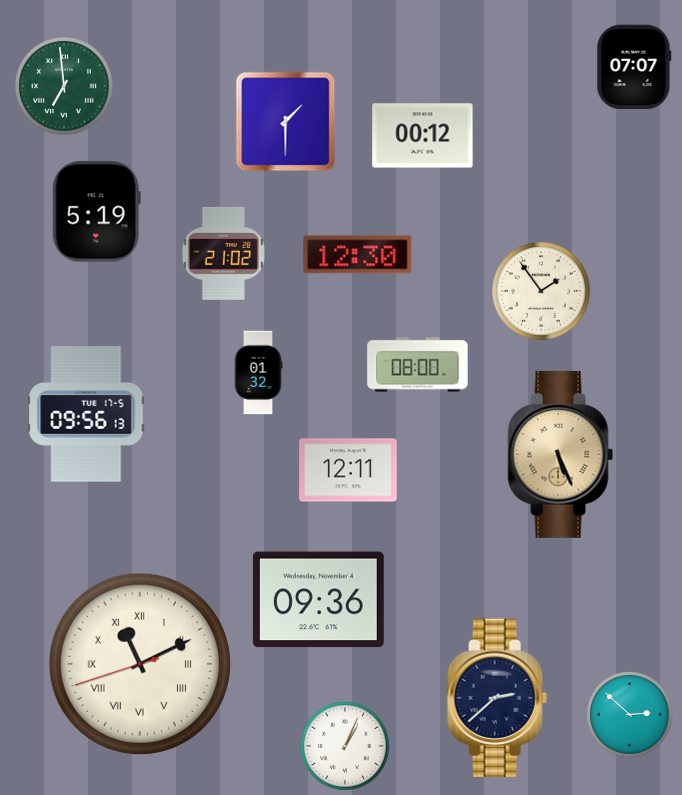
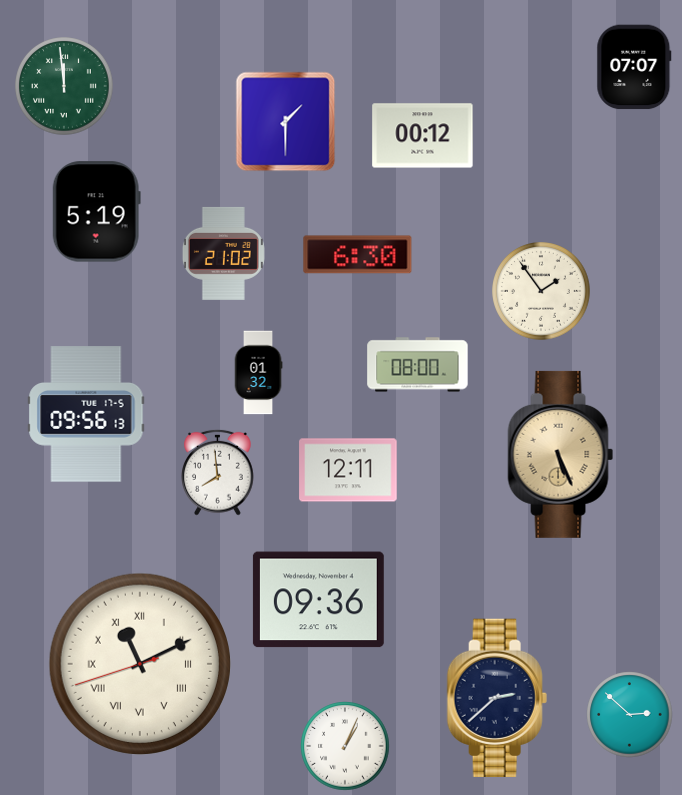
clock at (64, 86): 6:59 -> 11:59
clock at (358, 255): 12:30 -> 6:30
clock at (218, 472): none -> 7:59
